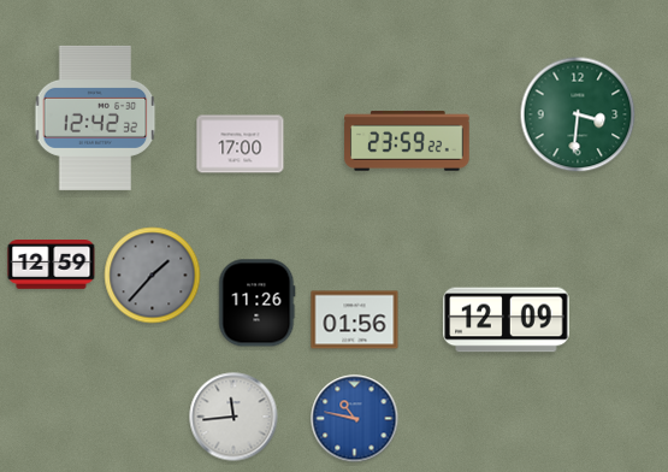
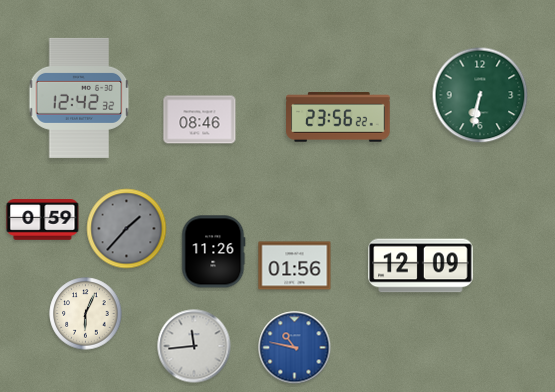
clock at (578, 114): 3:31 -> 6:32
clock at (407, 141): 23:59 -> 23:56
clock at (241, 144): 17:00 -> 08:46
clock at (52, 265): 12:59 -> 0:59
clock at (86, 314): none -> 6:04
